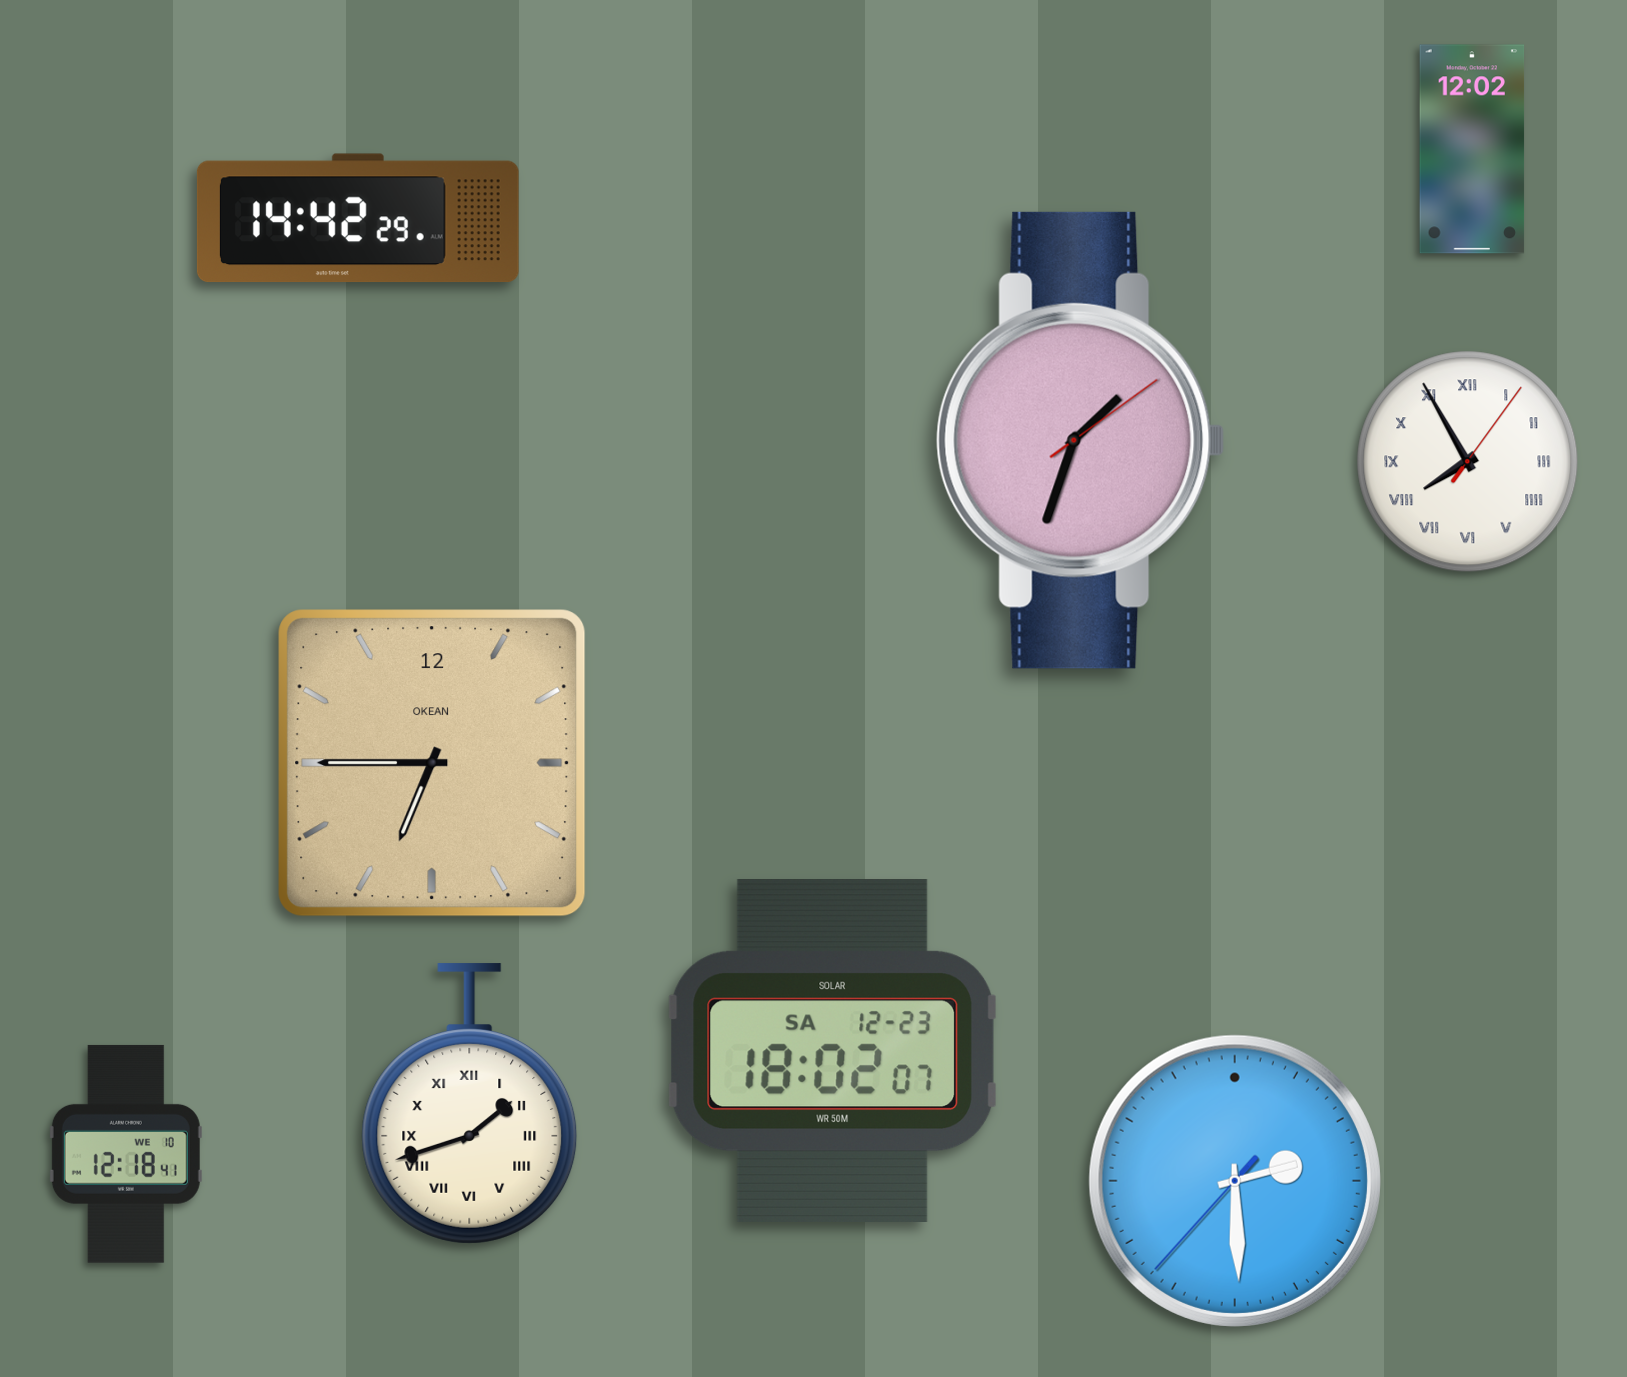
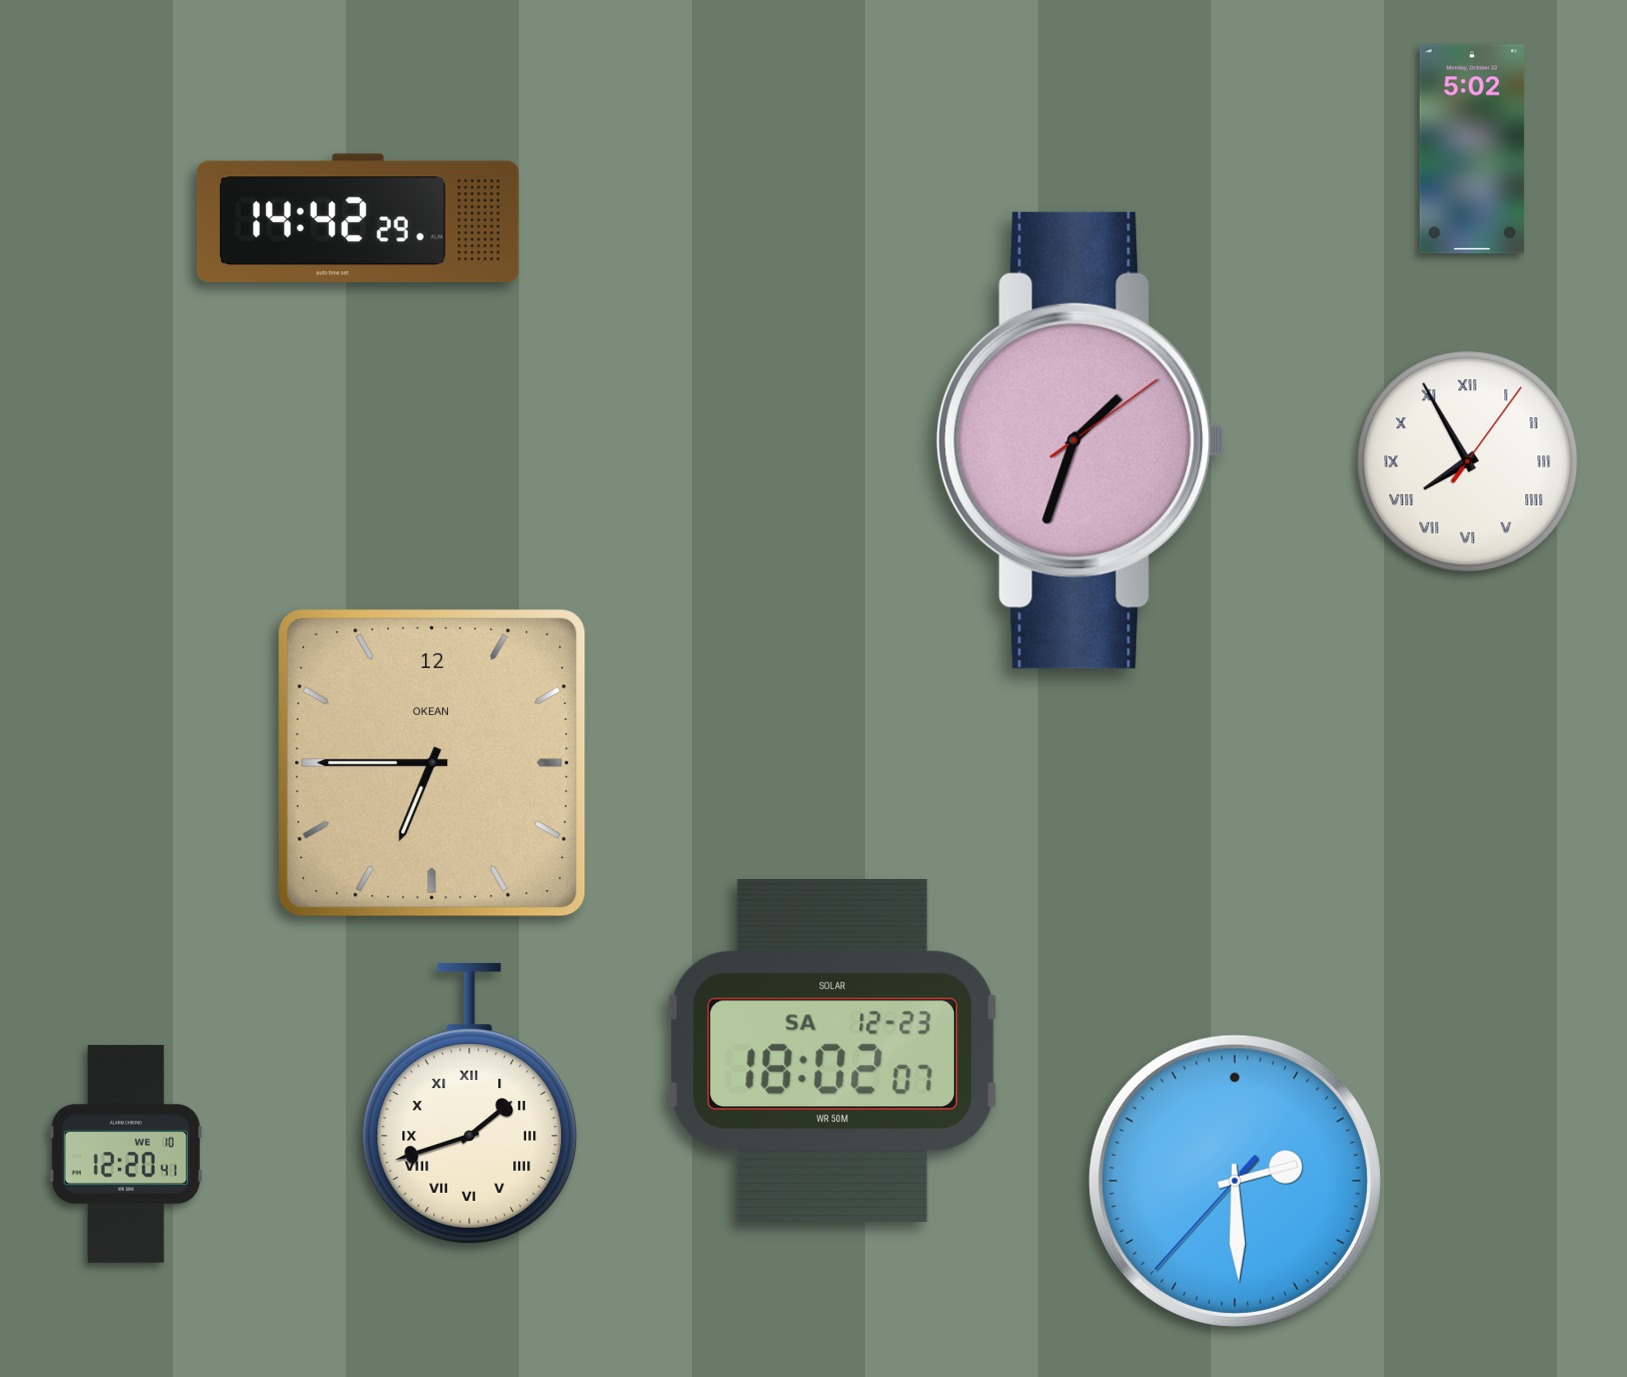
clock at (1472, 149): 12:02 -> 5:02
clock at (126, 1154): 12:18 -> 12:20
